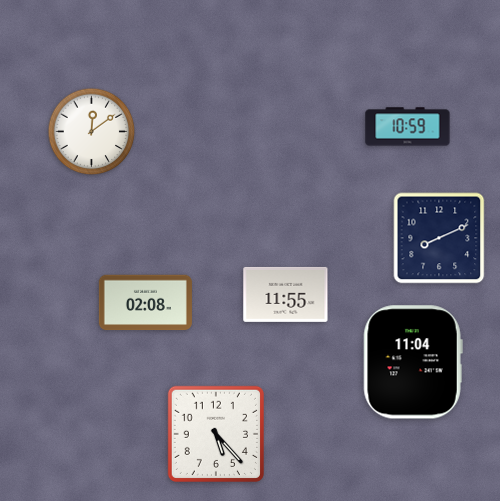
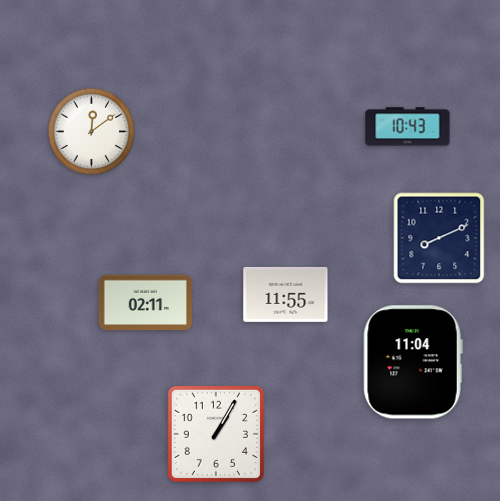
clock at (408, 127): 10:59 -> 10:43
clock at (145, 303): 02:08 -> 02:11
clock at (216, 434): 5:23 -> 1:05
